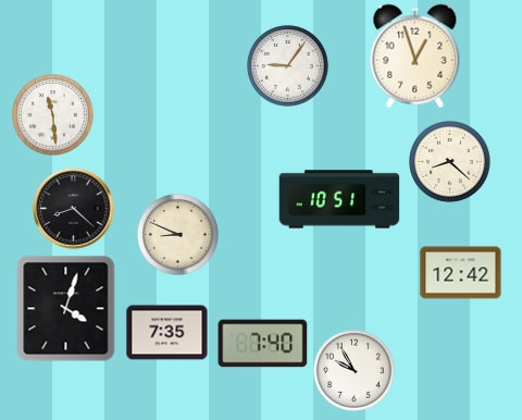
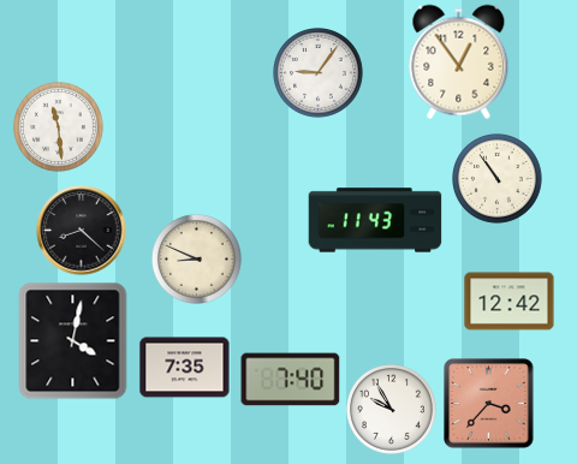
clock at (415, 57): 12:57 -> 12:54
clock at (450, 162): 8:22 -> 10:54
clock at (339, 199): 10:51 -> 11:43
clock at (66, 309): 4:03 -> 4:02
clock at (489, 404): none -> 3:37
